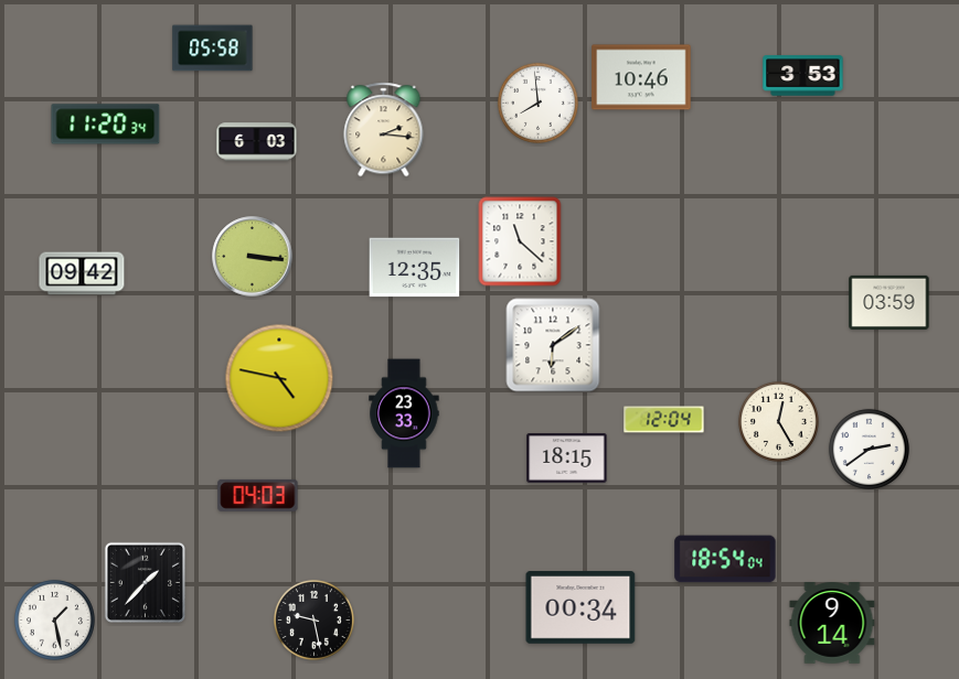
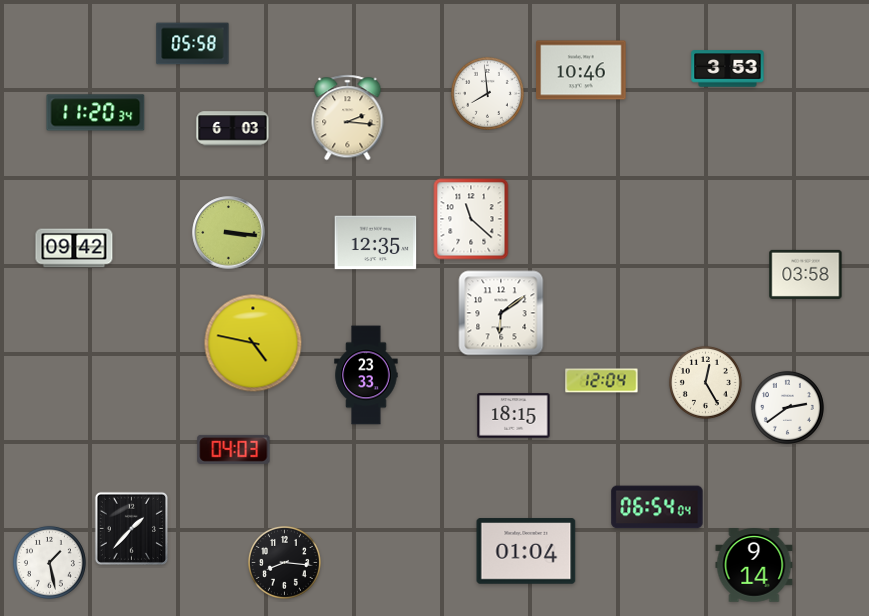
clock at (889, 302): 03:59 -> 03:58
clock at (725, 559): 18:54 -> 06:54
clock at (580, 607): 00:34 -> 01:04
clock at (313, 619): 9:28 -> 8:16
